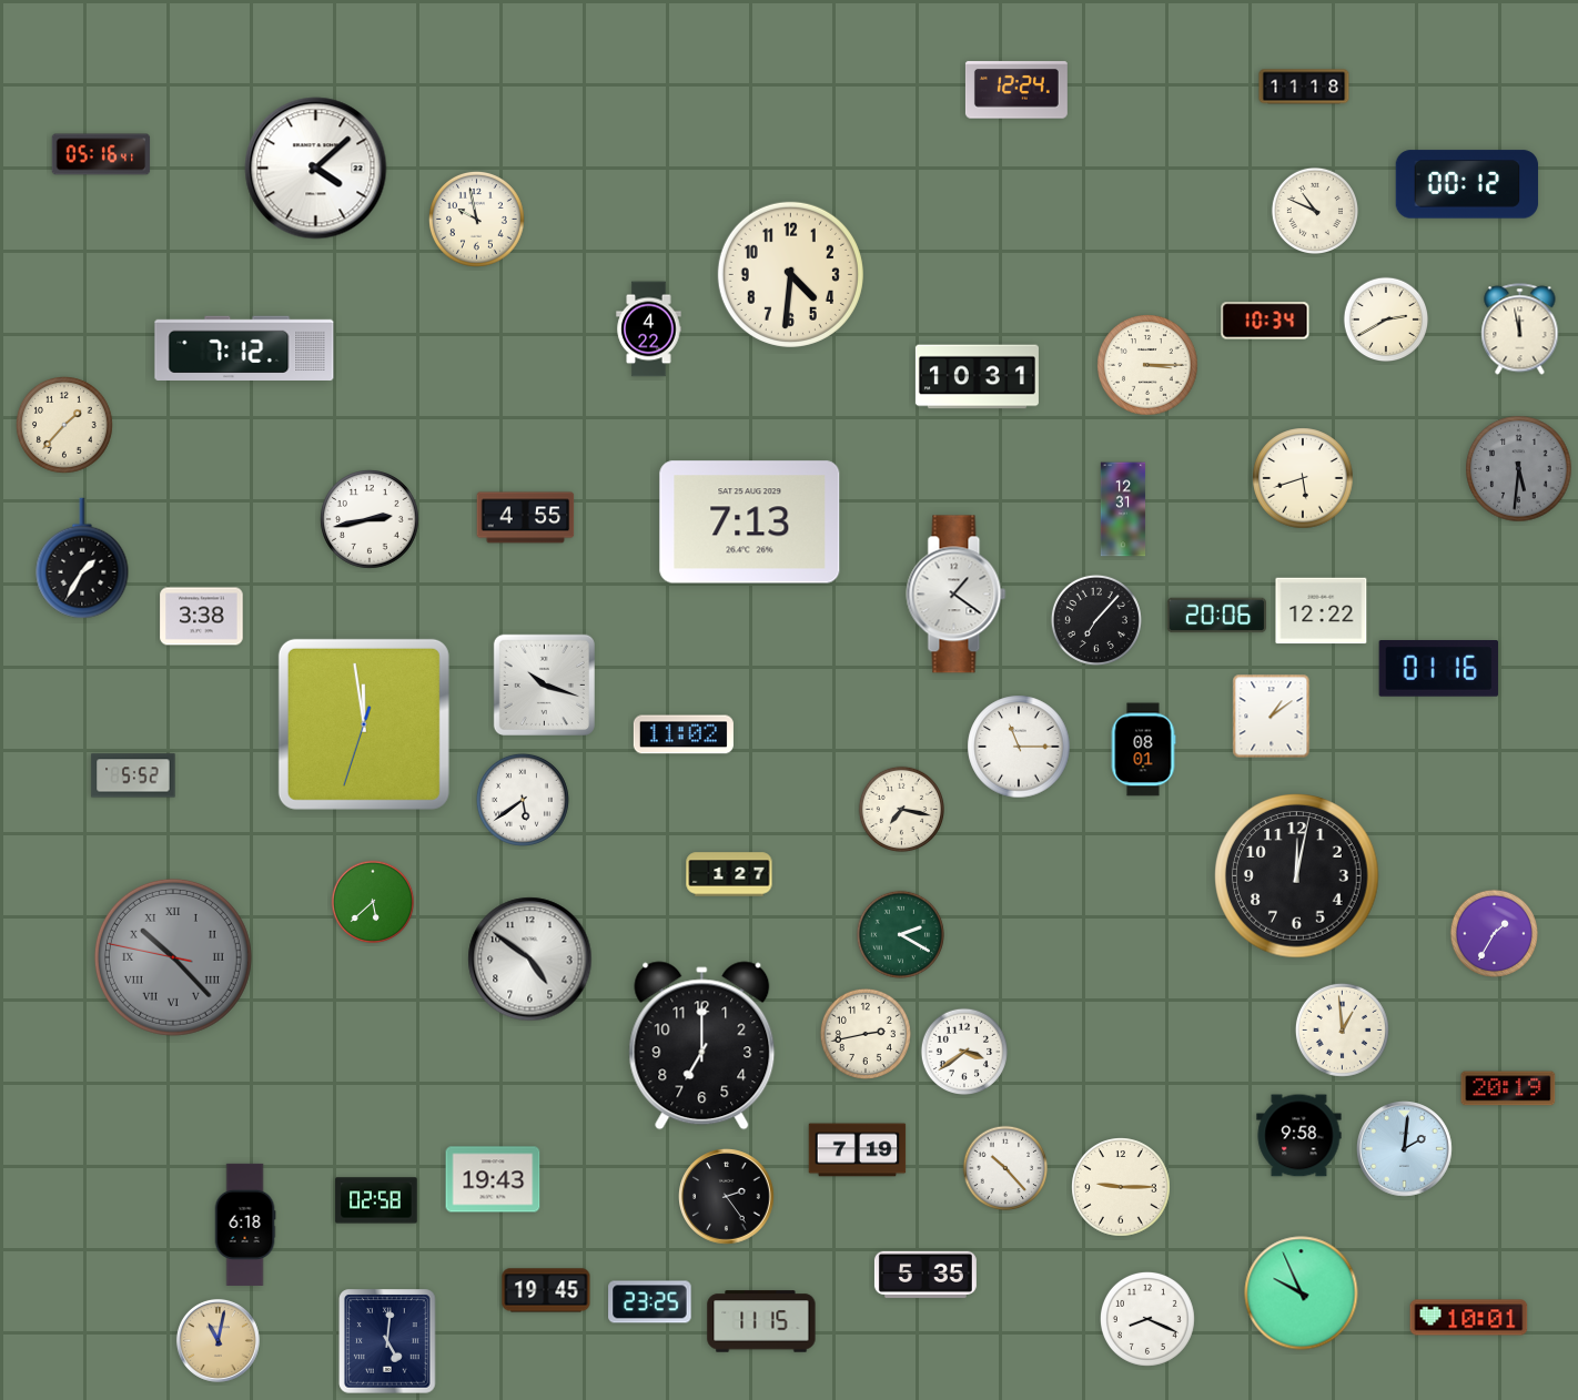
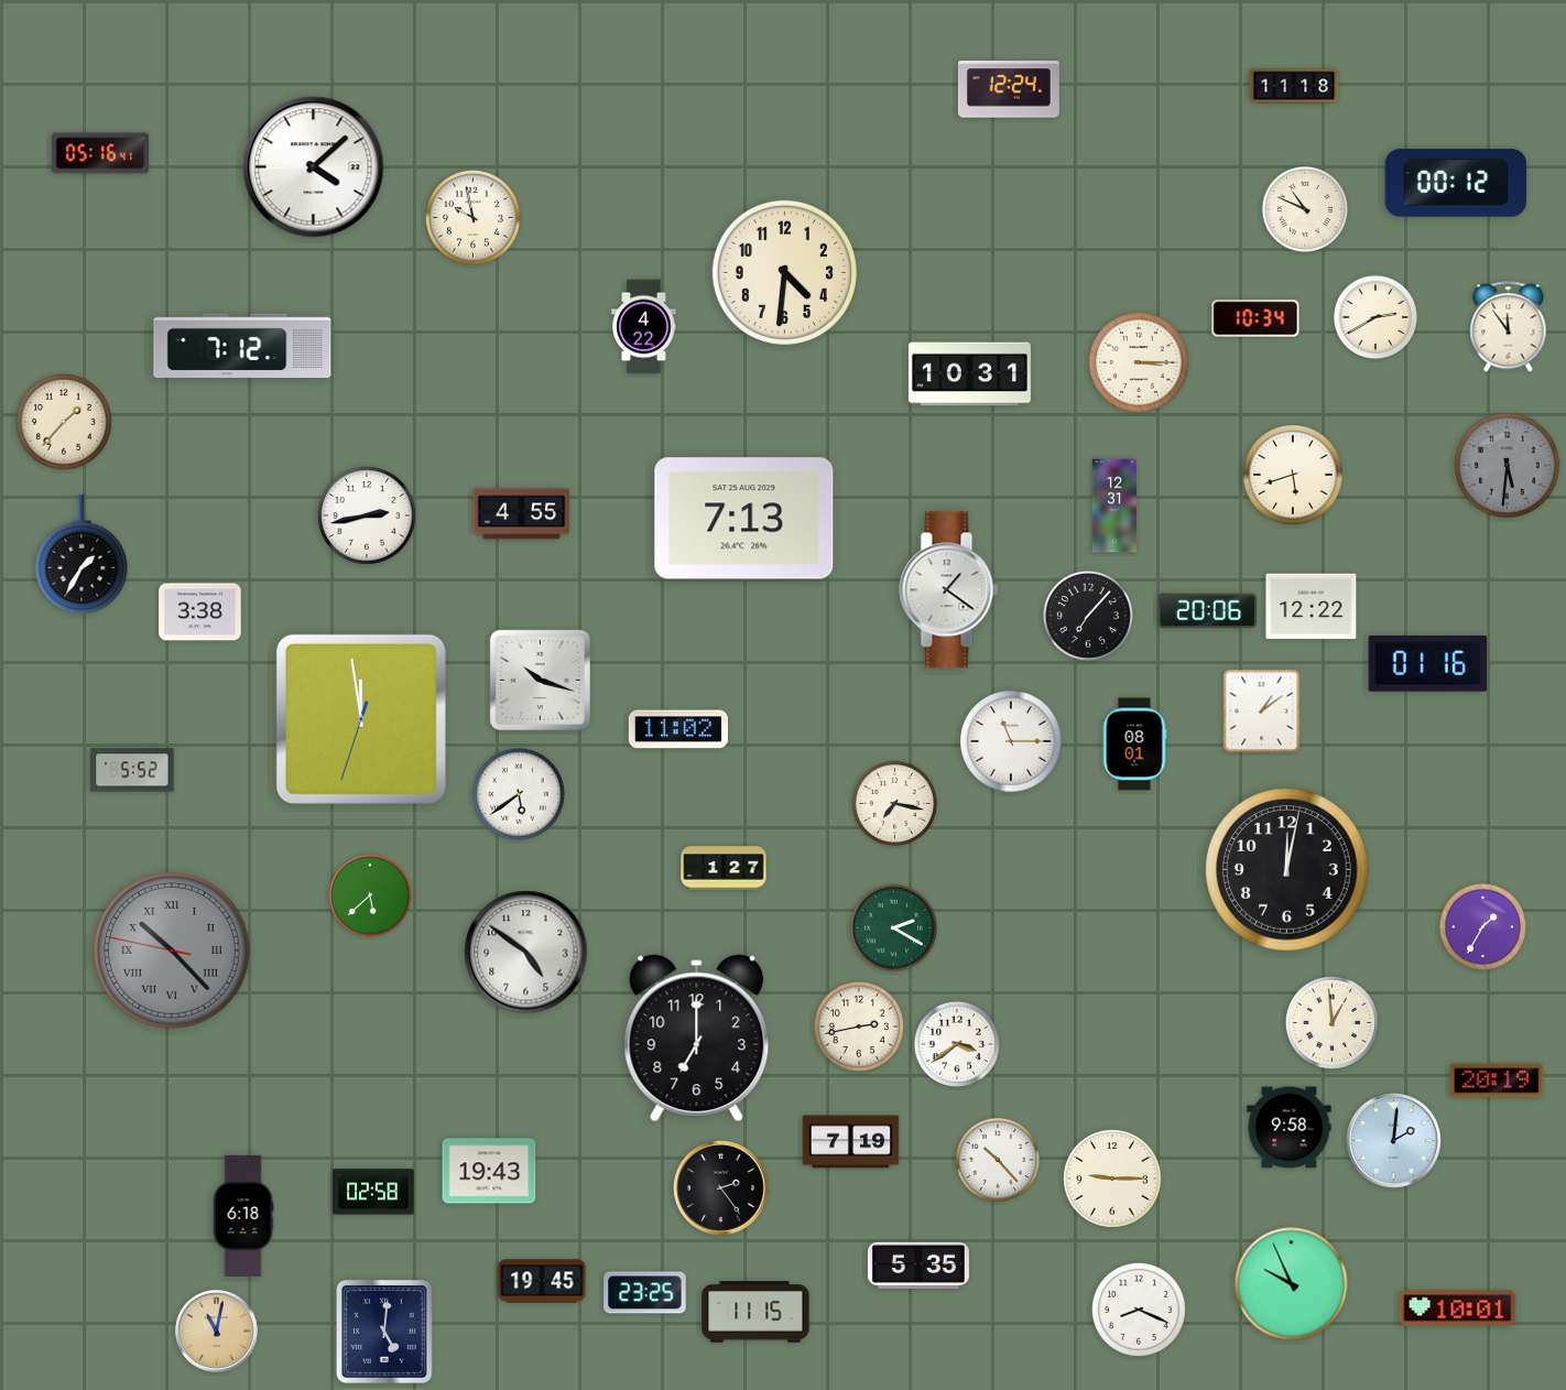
clock at (1520, 329): 11:58 -> 11:54
